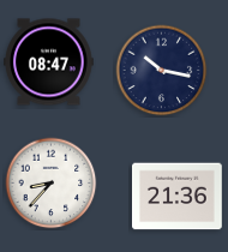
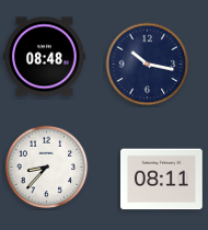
clock at (49, 62): 08:47 -> 08:48
clock at (178, 197): 21:36 -> 08:11
